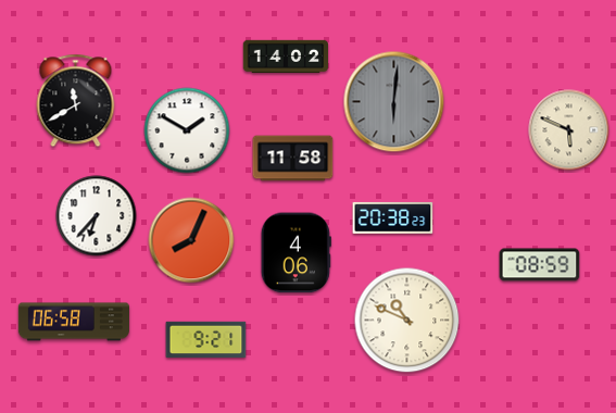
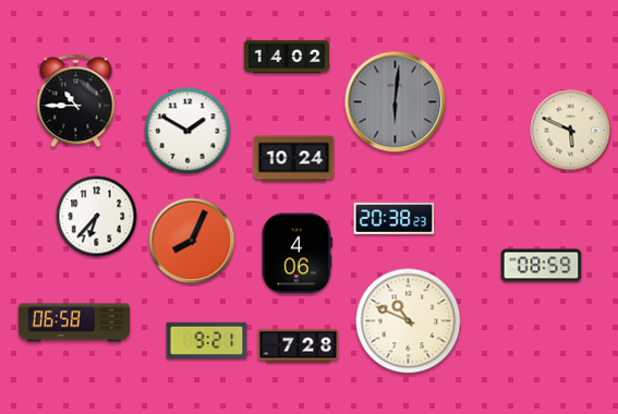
clock at (76, 101): 11:40 -> 10:45
clock at (293, 159): 11:58 -> 10:24
clock at (299, 346): none -> 7:28
